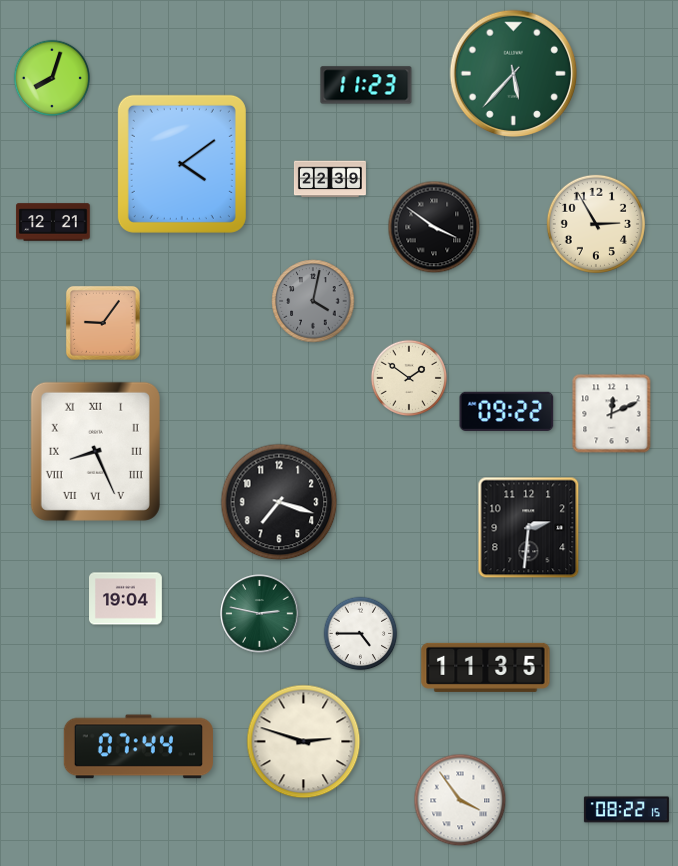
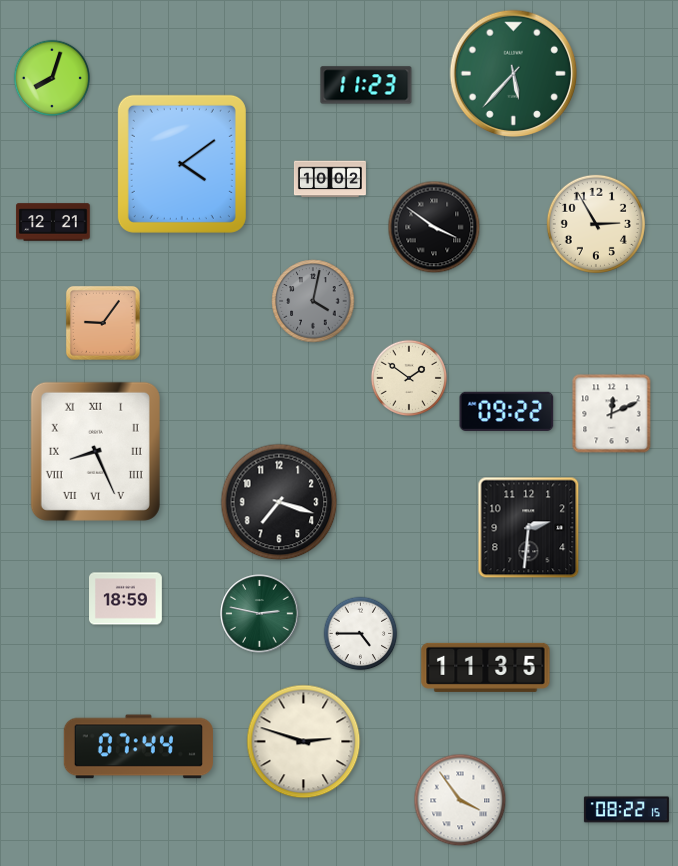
clock at (330, 179): 22:39 -> 10:02
clock at (126, 599): 19:04 -> 18:59
